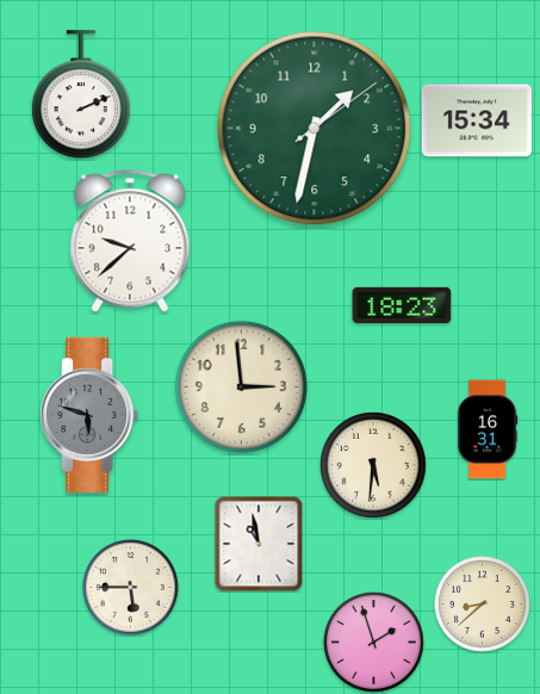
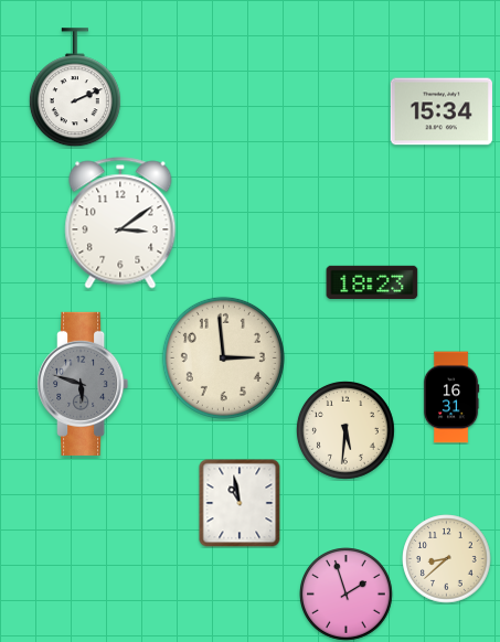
clock at (315, 129): 1:32 -> none
clock at (130, 241): 9:38 -> 3:09
clock at (131, 588): 5:45 -> none
